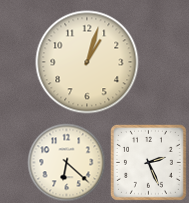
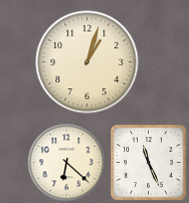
clock at (148, 162): 2:26 -> 11:26
